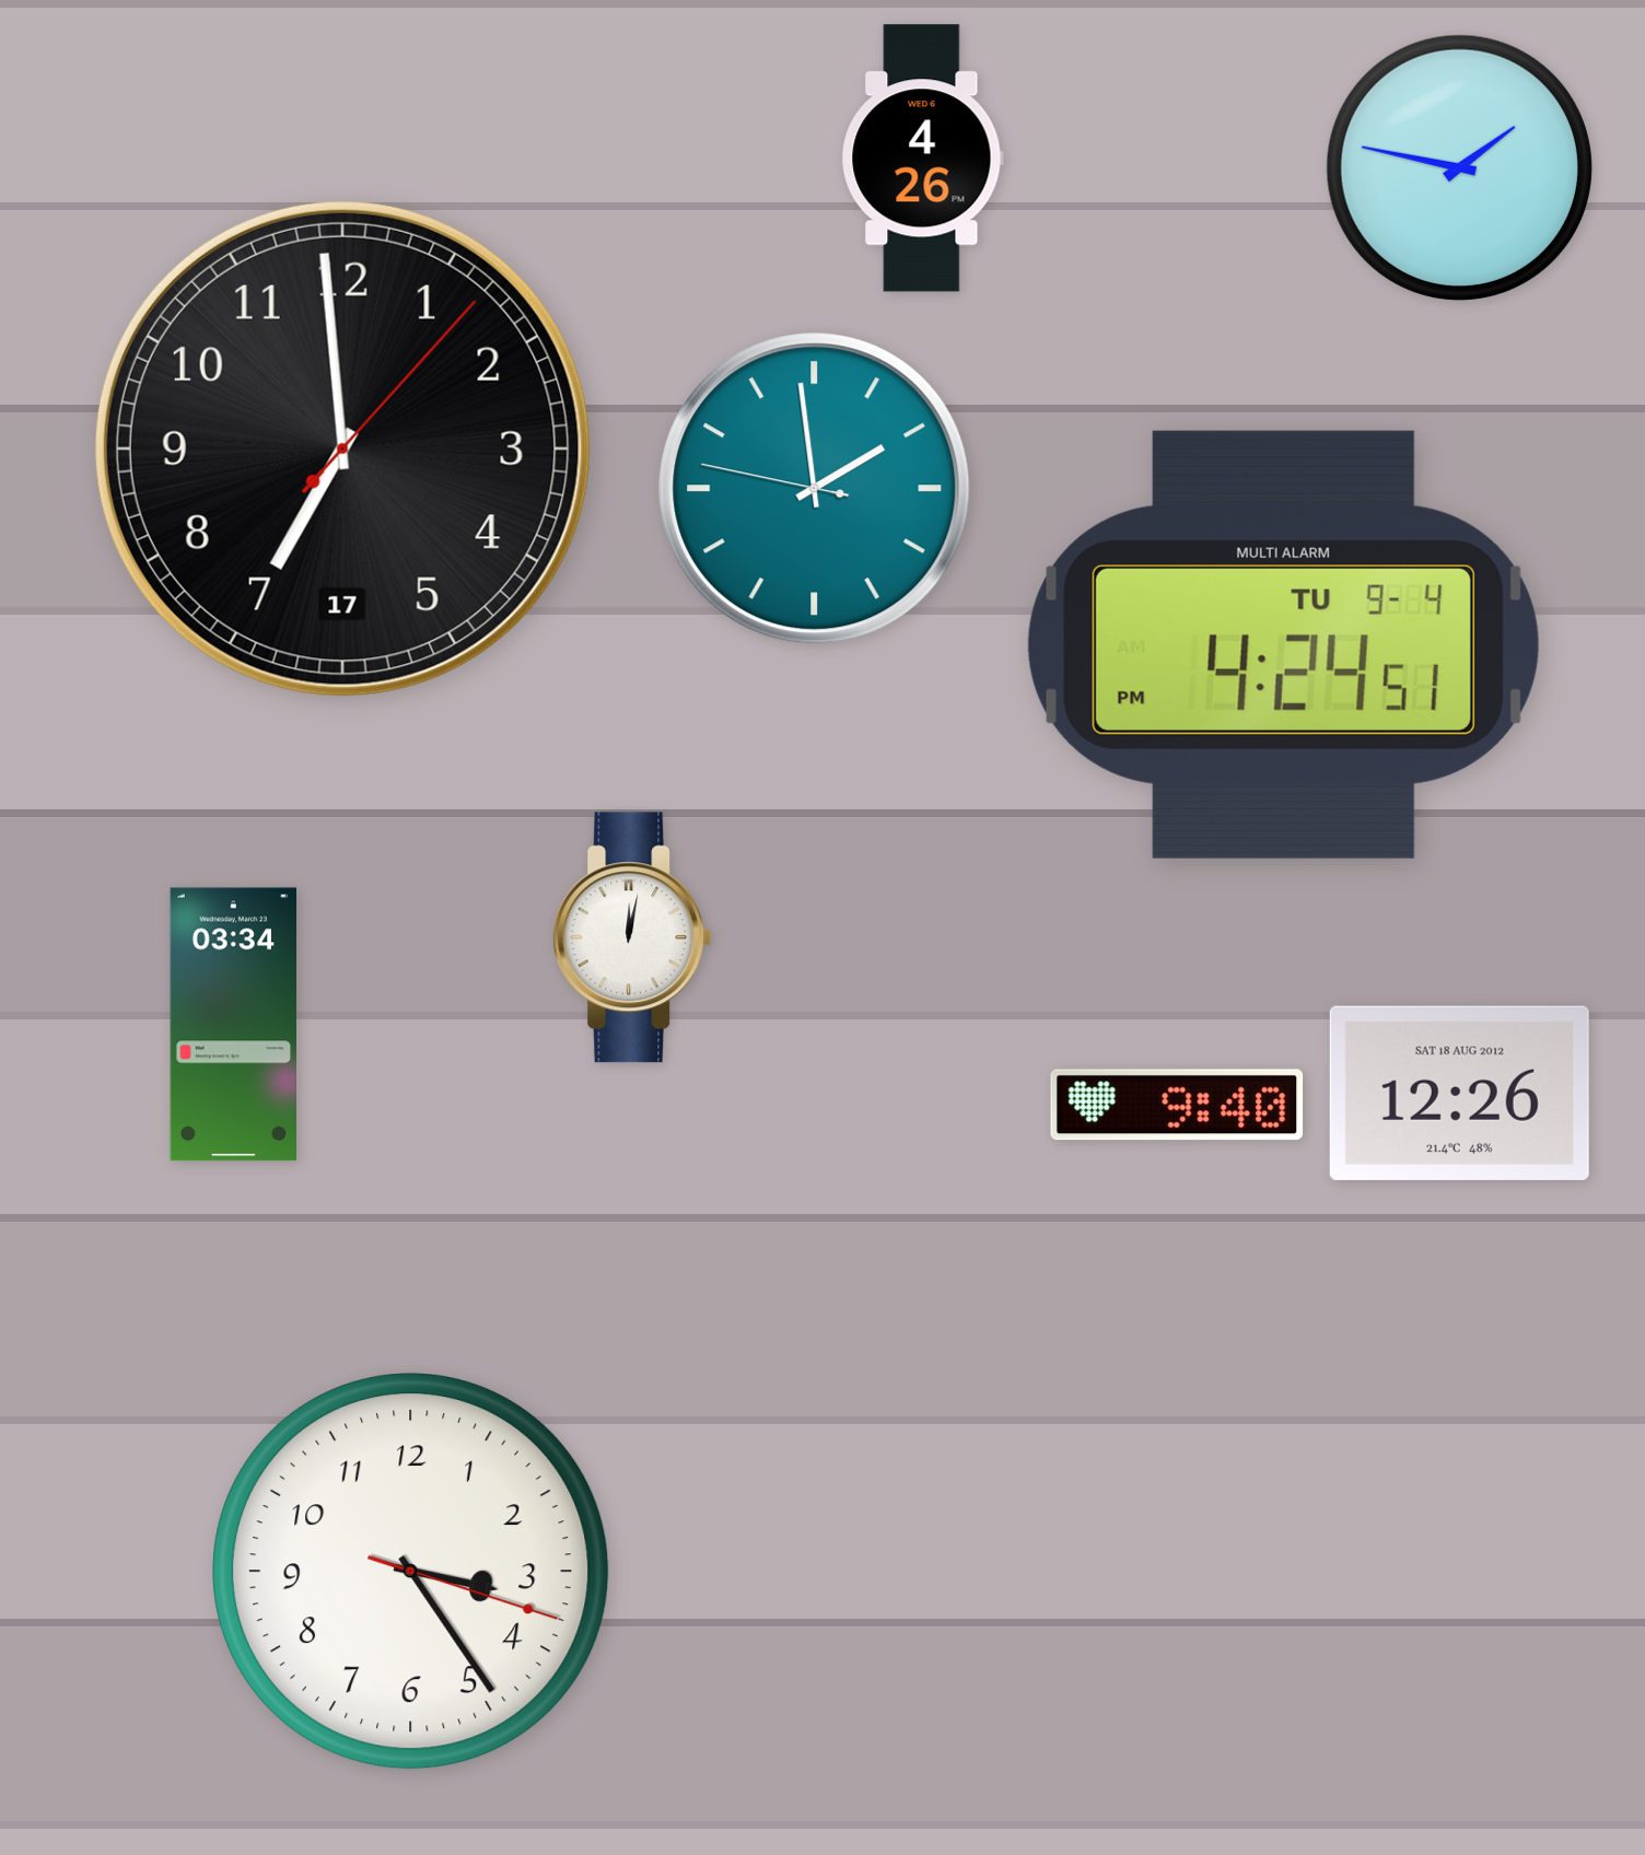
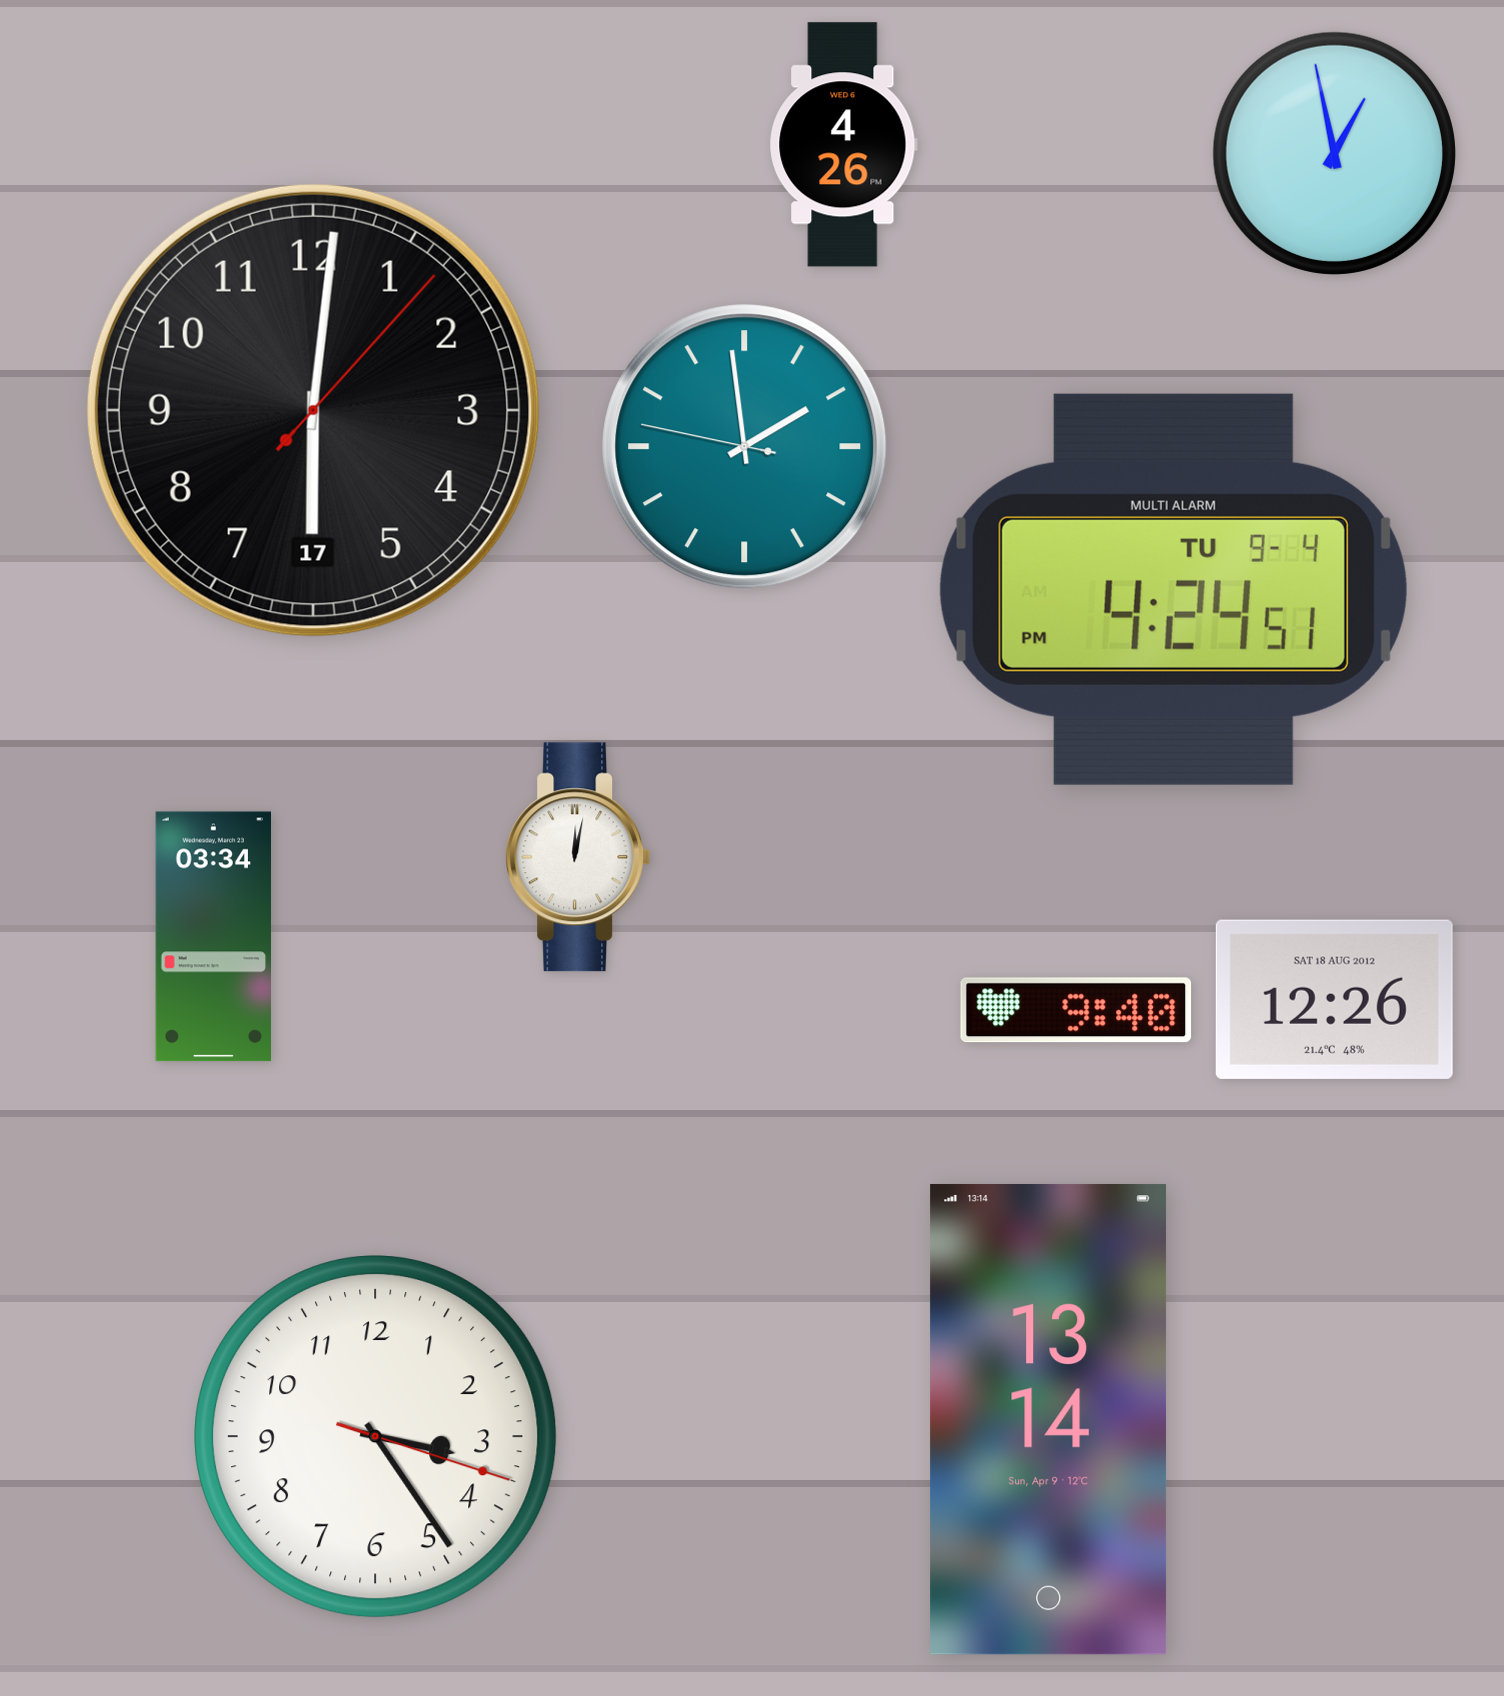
clock at (1459, 167): 1:47 -> 12:58
clock at (342, 448): 6:59 -> 6:01
clock at (1049, 1419): none -> 13:14
